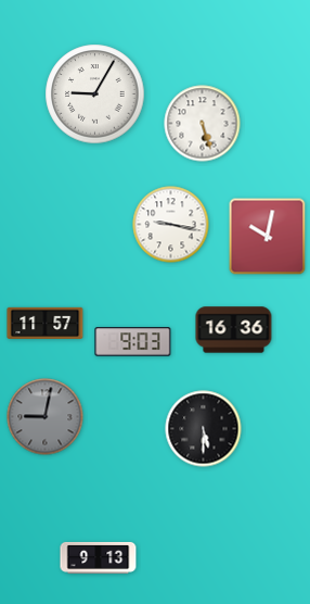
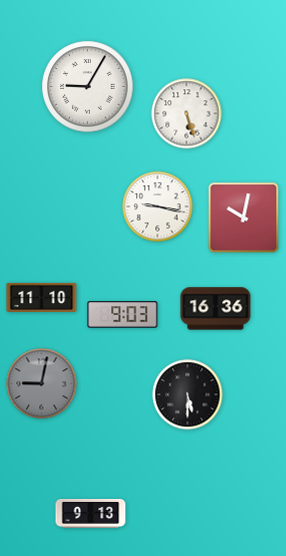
clock at (268, 237) position: (268, 237) -> (244, 218)
clock at (46, 323): 11:57 -> 11:10
clock at (234, 330) position: (234, 330) -> (216, 309)
